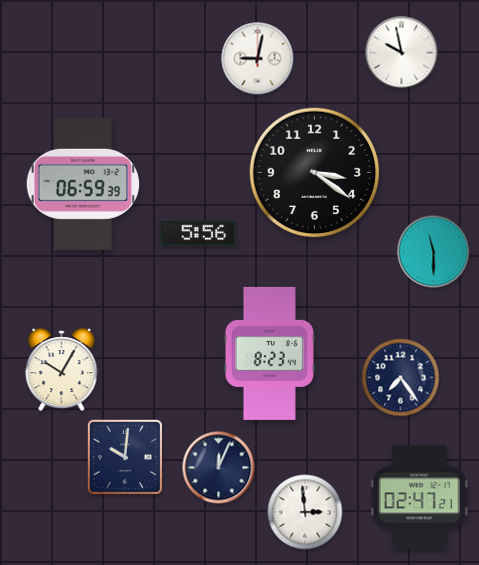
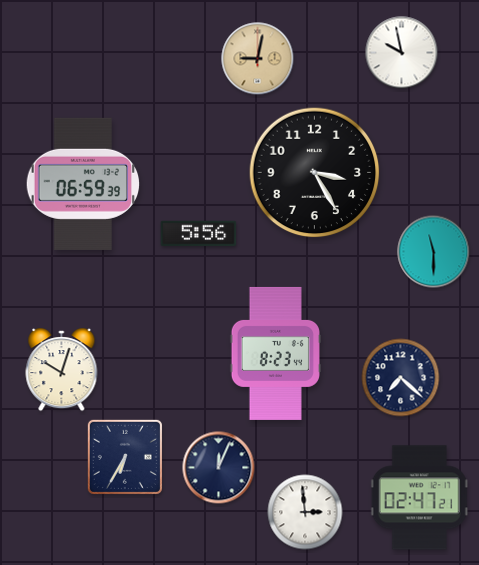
clock at (258, 59) dial: white -> champagne
clock at (315, 173): 3:21 -> 3:25
clock at (269, 353) position: (269, 353) -> (275, 353)
clock at (62, 370): 10:05 -> 10:03
clock at (401, 378): 7:24 -> 7:22
clock at (125, 457): 10:01 -> 6:35
